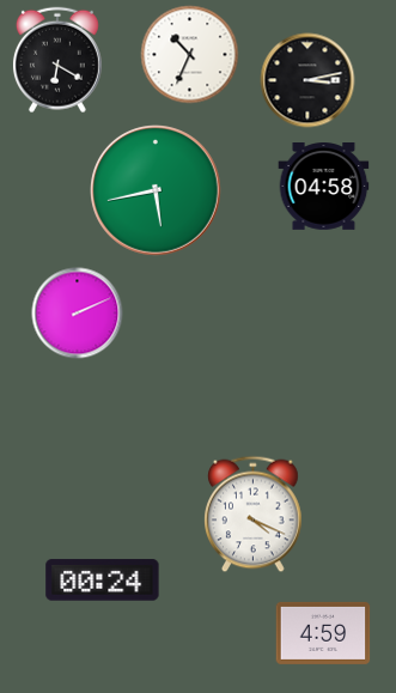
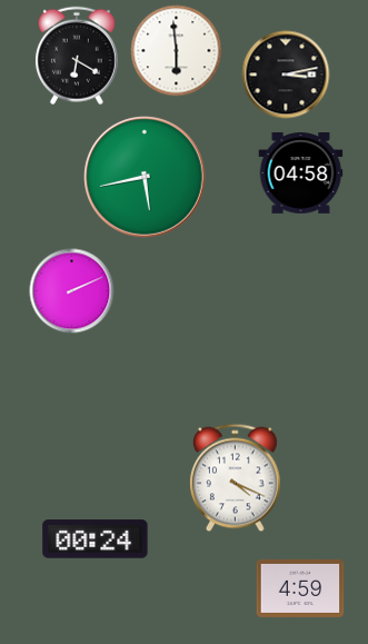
clock at (190, 55): 10:34 -> 5:59
clock at (57, 60) position: (57, 60) -> (77, 56)
